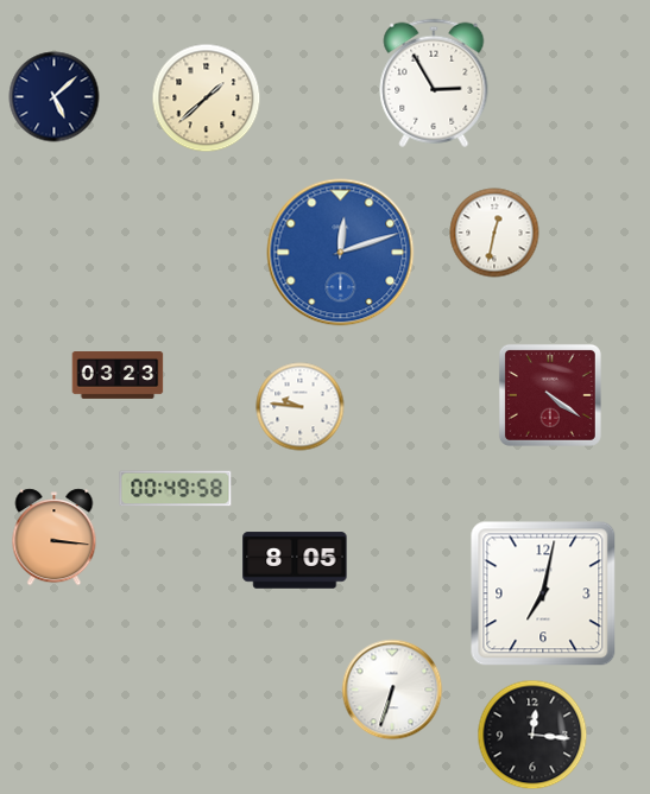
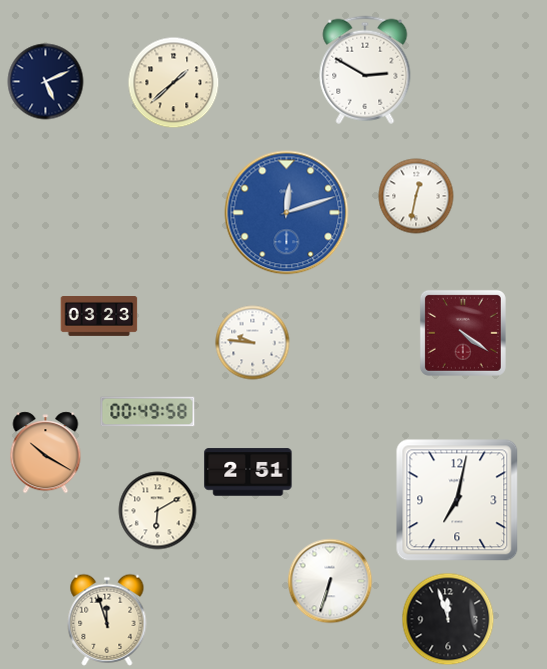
clock at (434, 83): 2:55 -> 2:50
clock at (55, 97): 5:08 -> 5:11
clock at (55, 538): 3:16 -> 10:20
clock at (295, 560): 8:05 -> 2:51
clock at (158, 511): none -> 6:10
clock at (532, 735): 12:16 -> 11:57
clock at (107, 620): none -> 11:57
